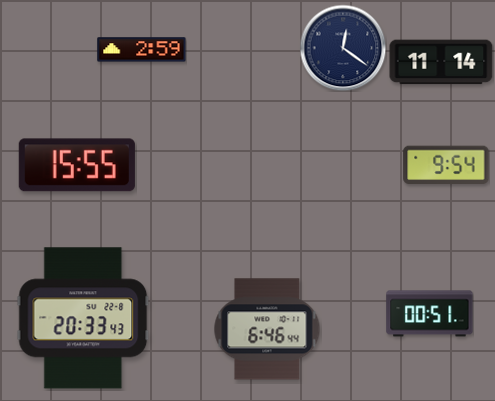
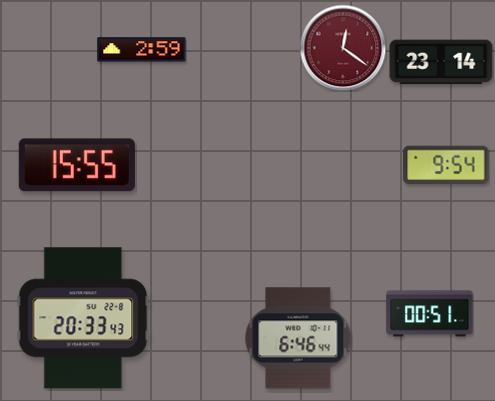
clock at (343, 48) dial: navy -> burgundy
clock at (441, 62): 11:14 -> 23:14
clock at (267, 329) position: (267, 329) -> (298, 338)
